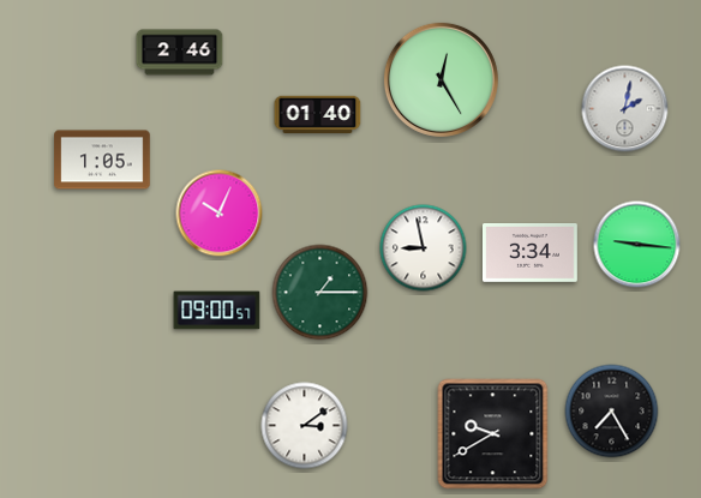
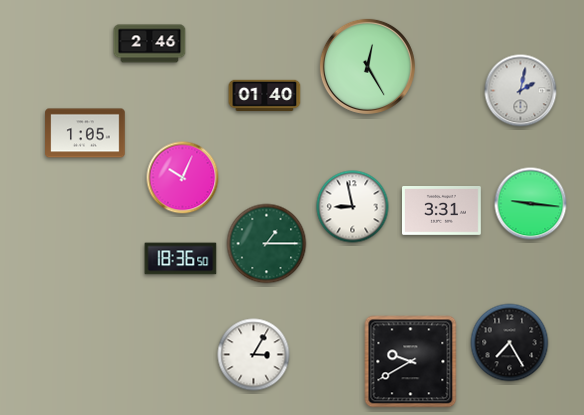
clock at (531, 253): 3:34 -> 3:31
clock at (217, 311): 09:00 -> 18:36
clock at (305, 426): 3:09 -> 3:05
